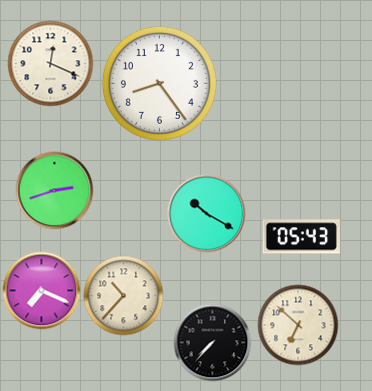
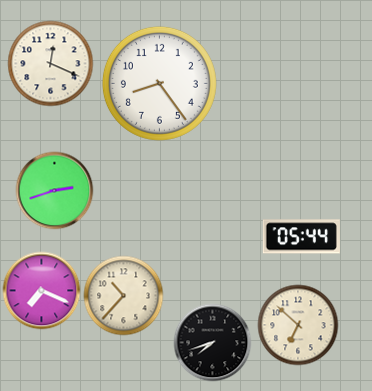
clock at (206, 213): 10:20 -> none
clock at (301, 237): 05:43 -> 05:44
clock at (212, 342): 7:37 -> 7:42
